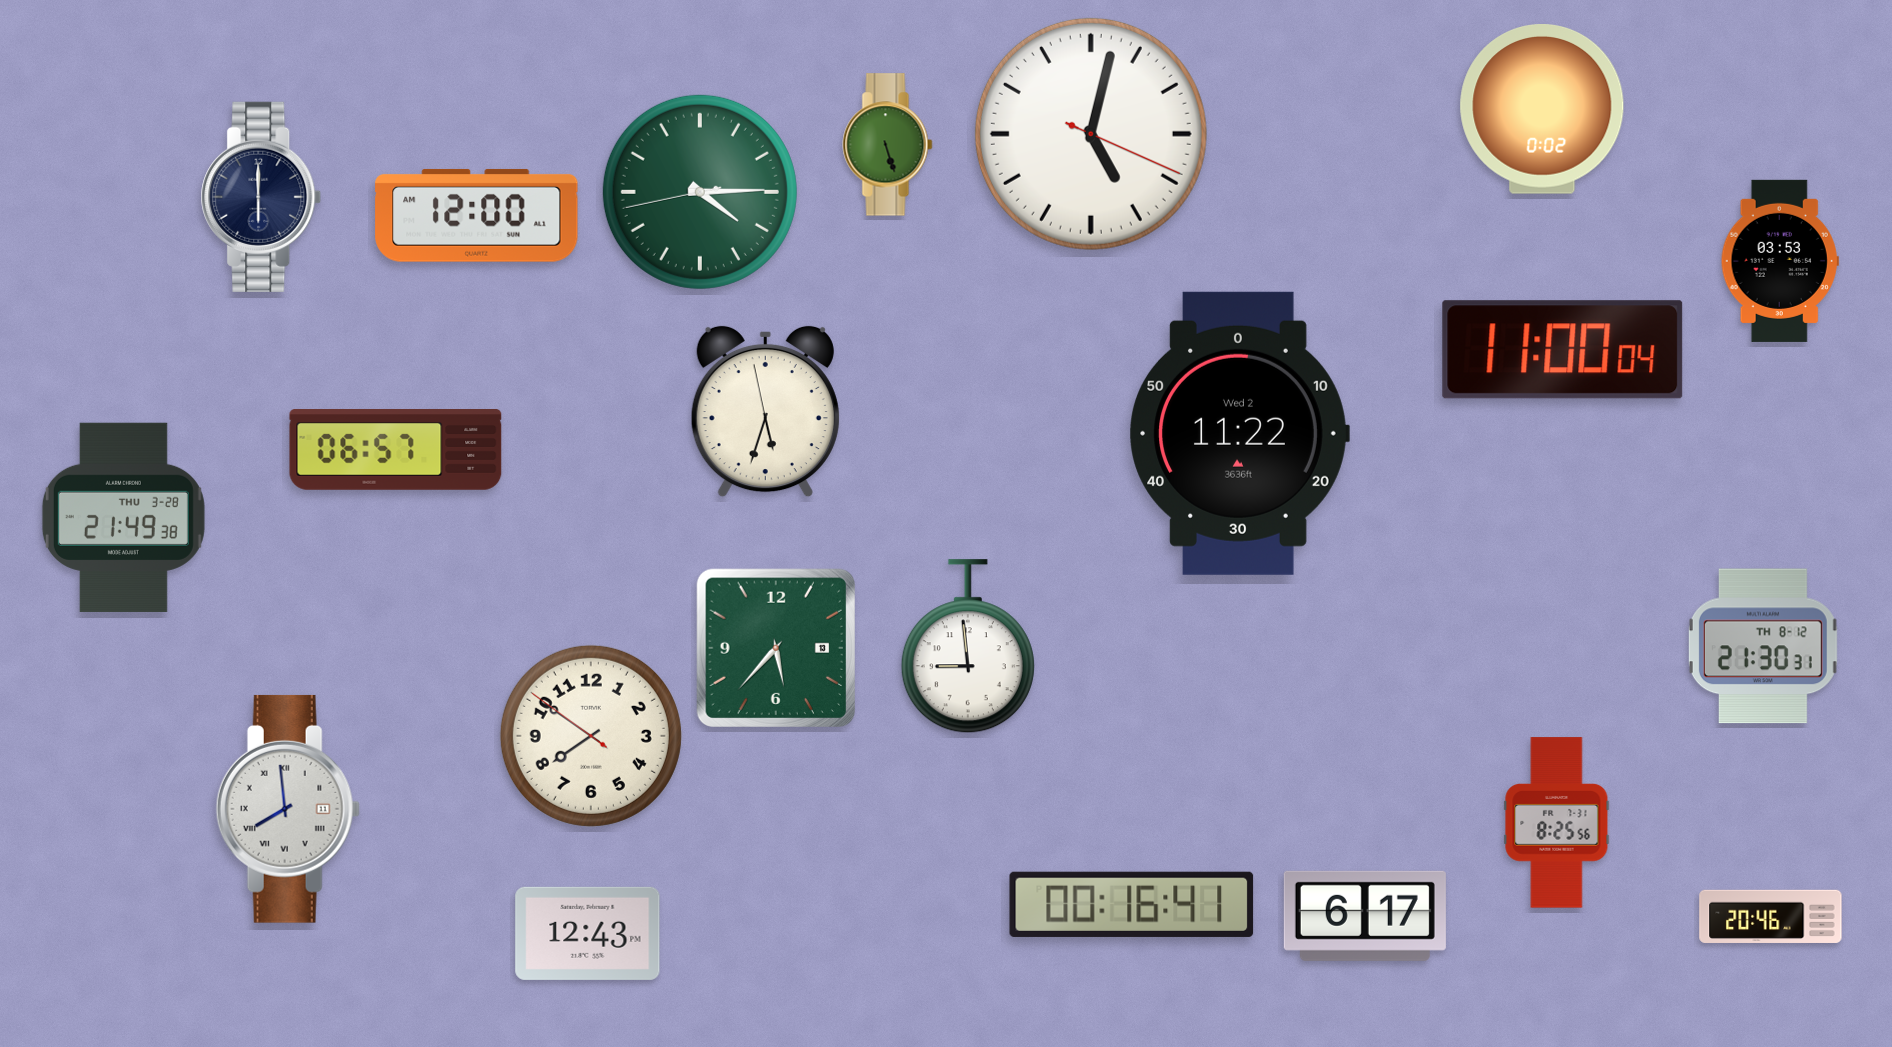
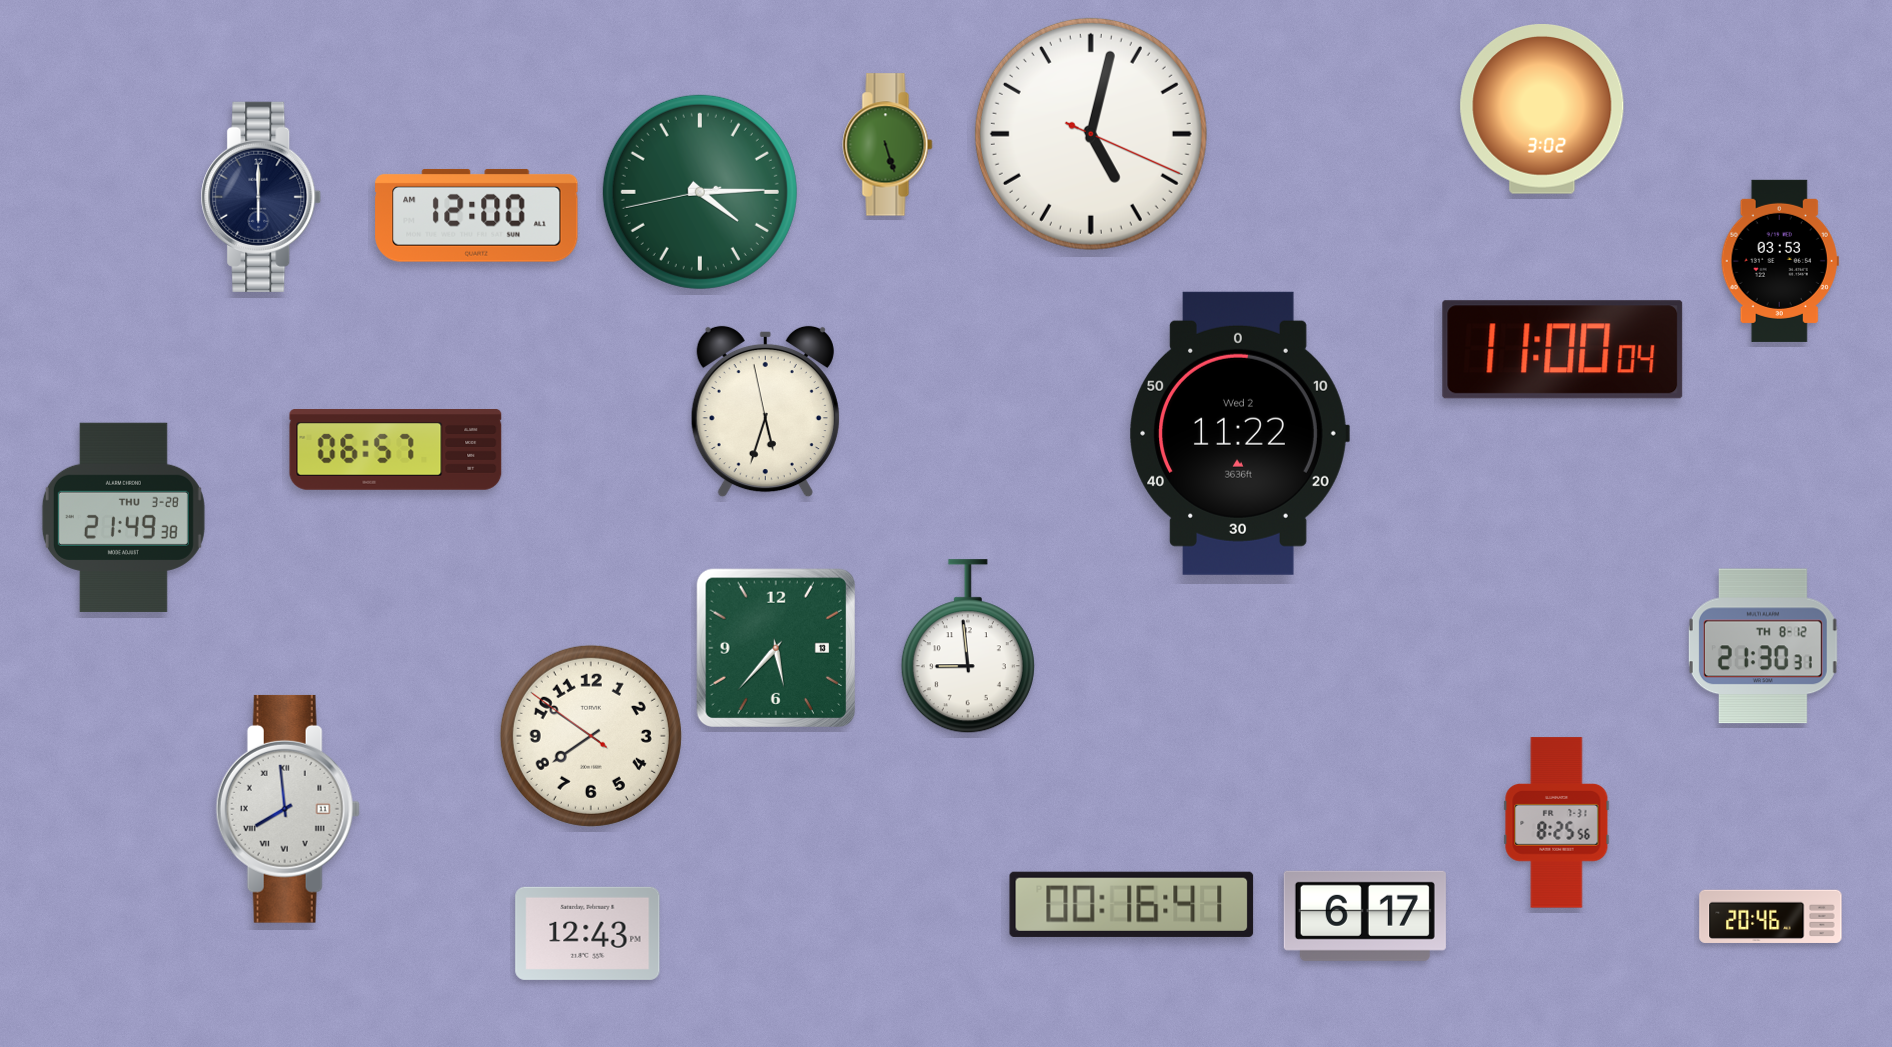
clock at (1542, 110): 0:02 -> 3:02
